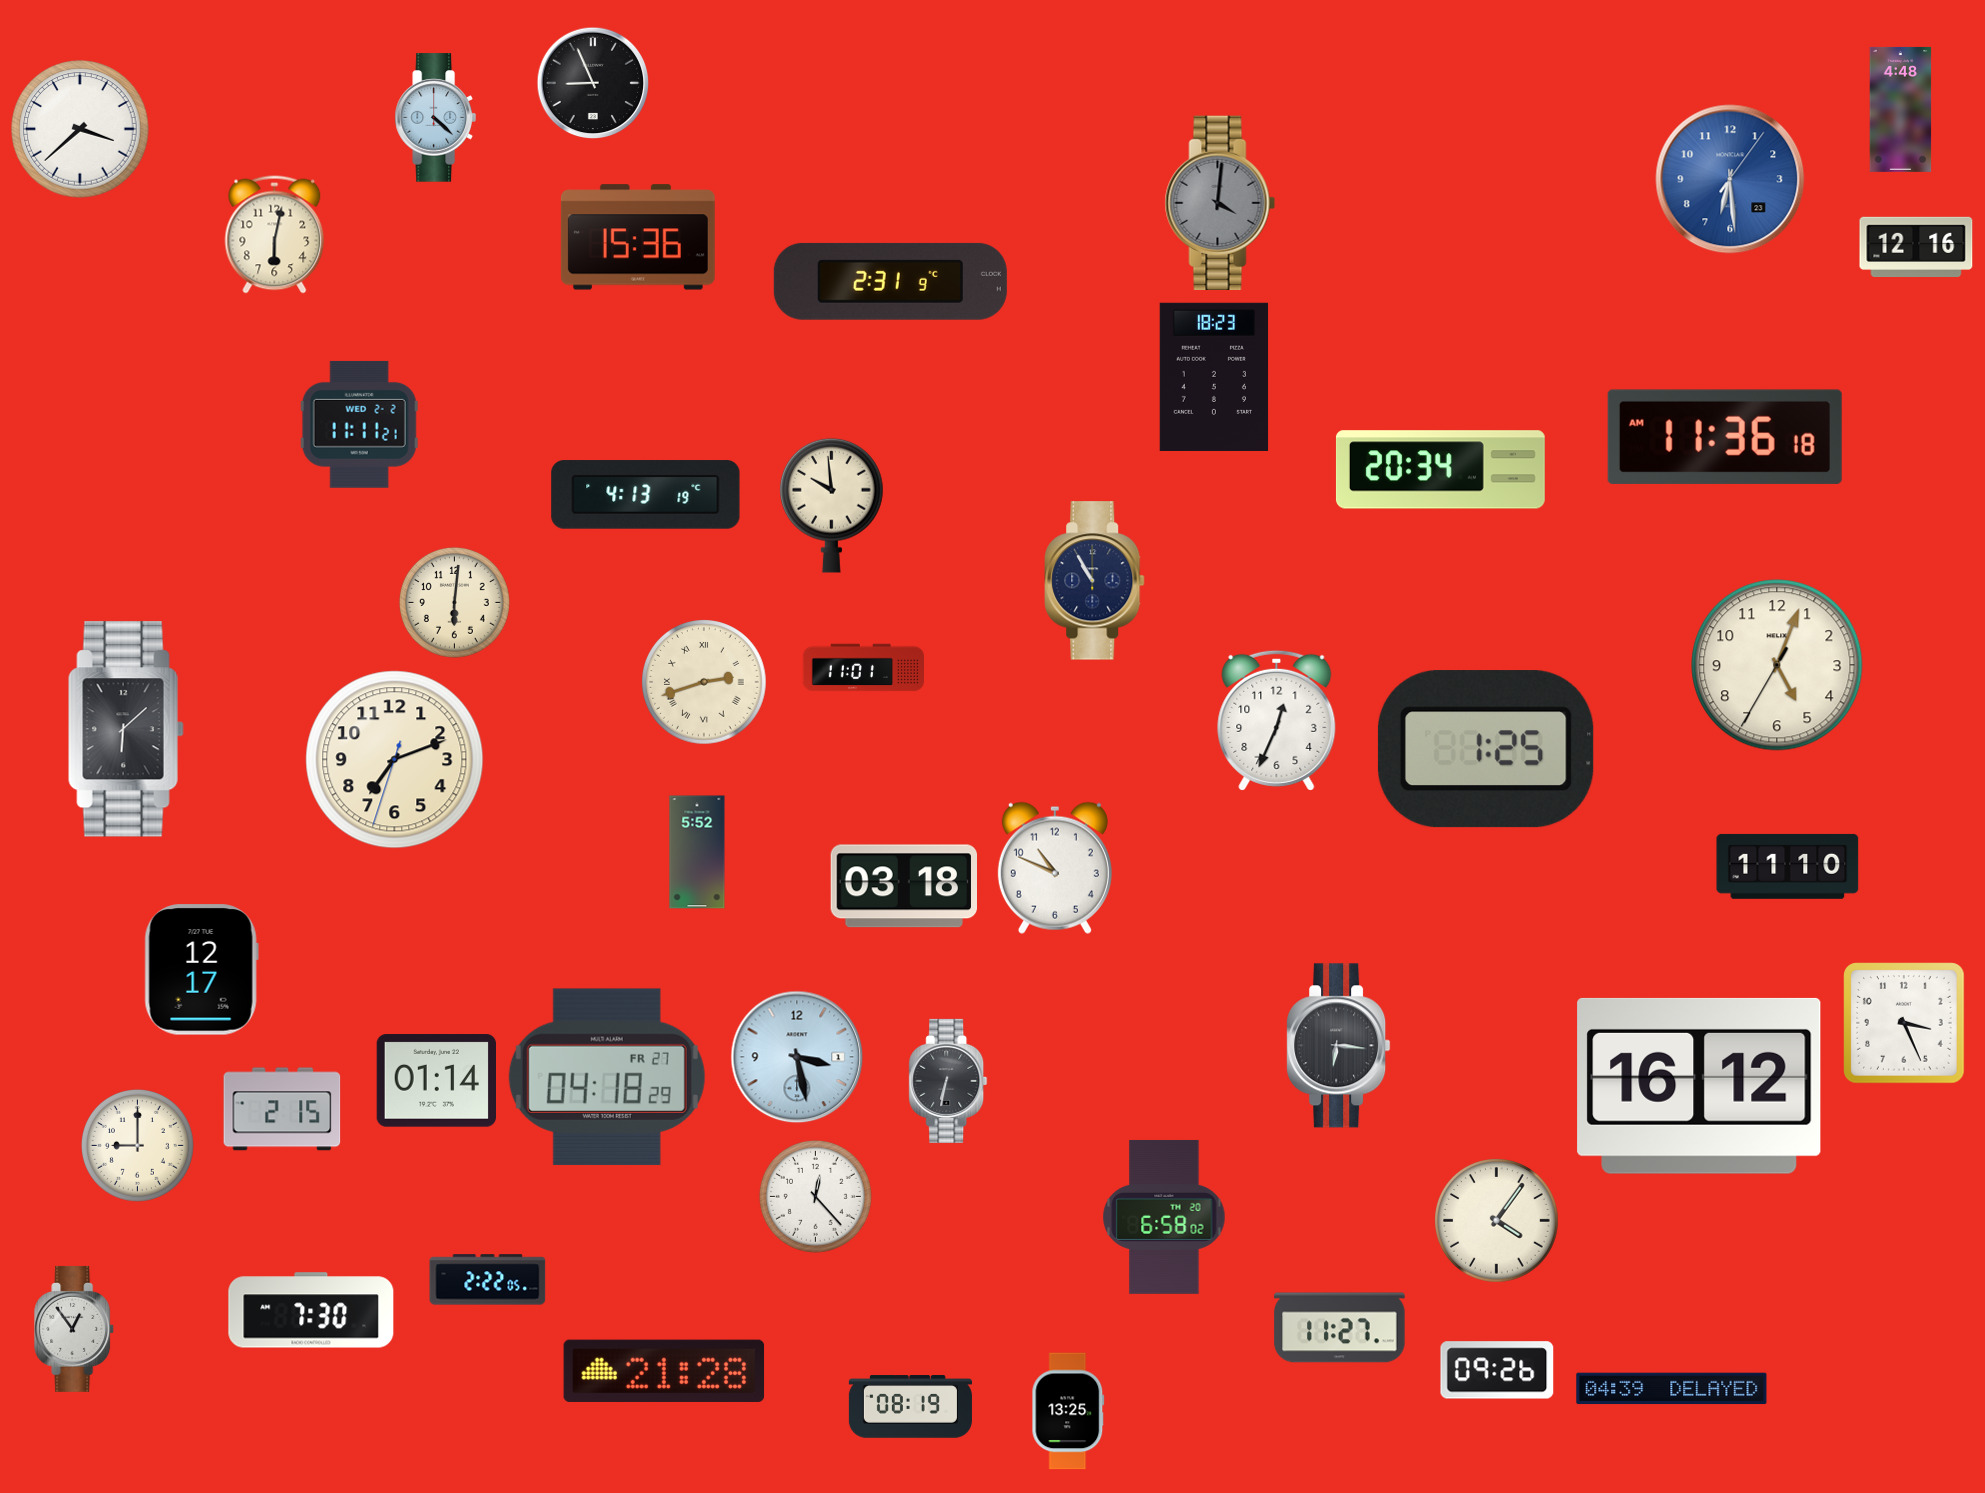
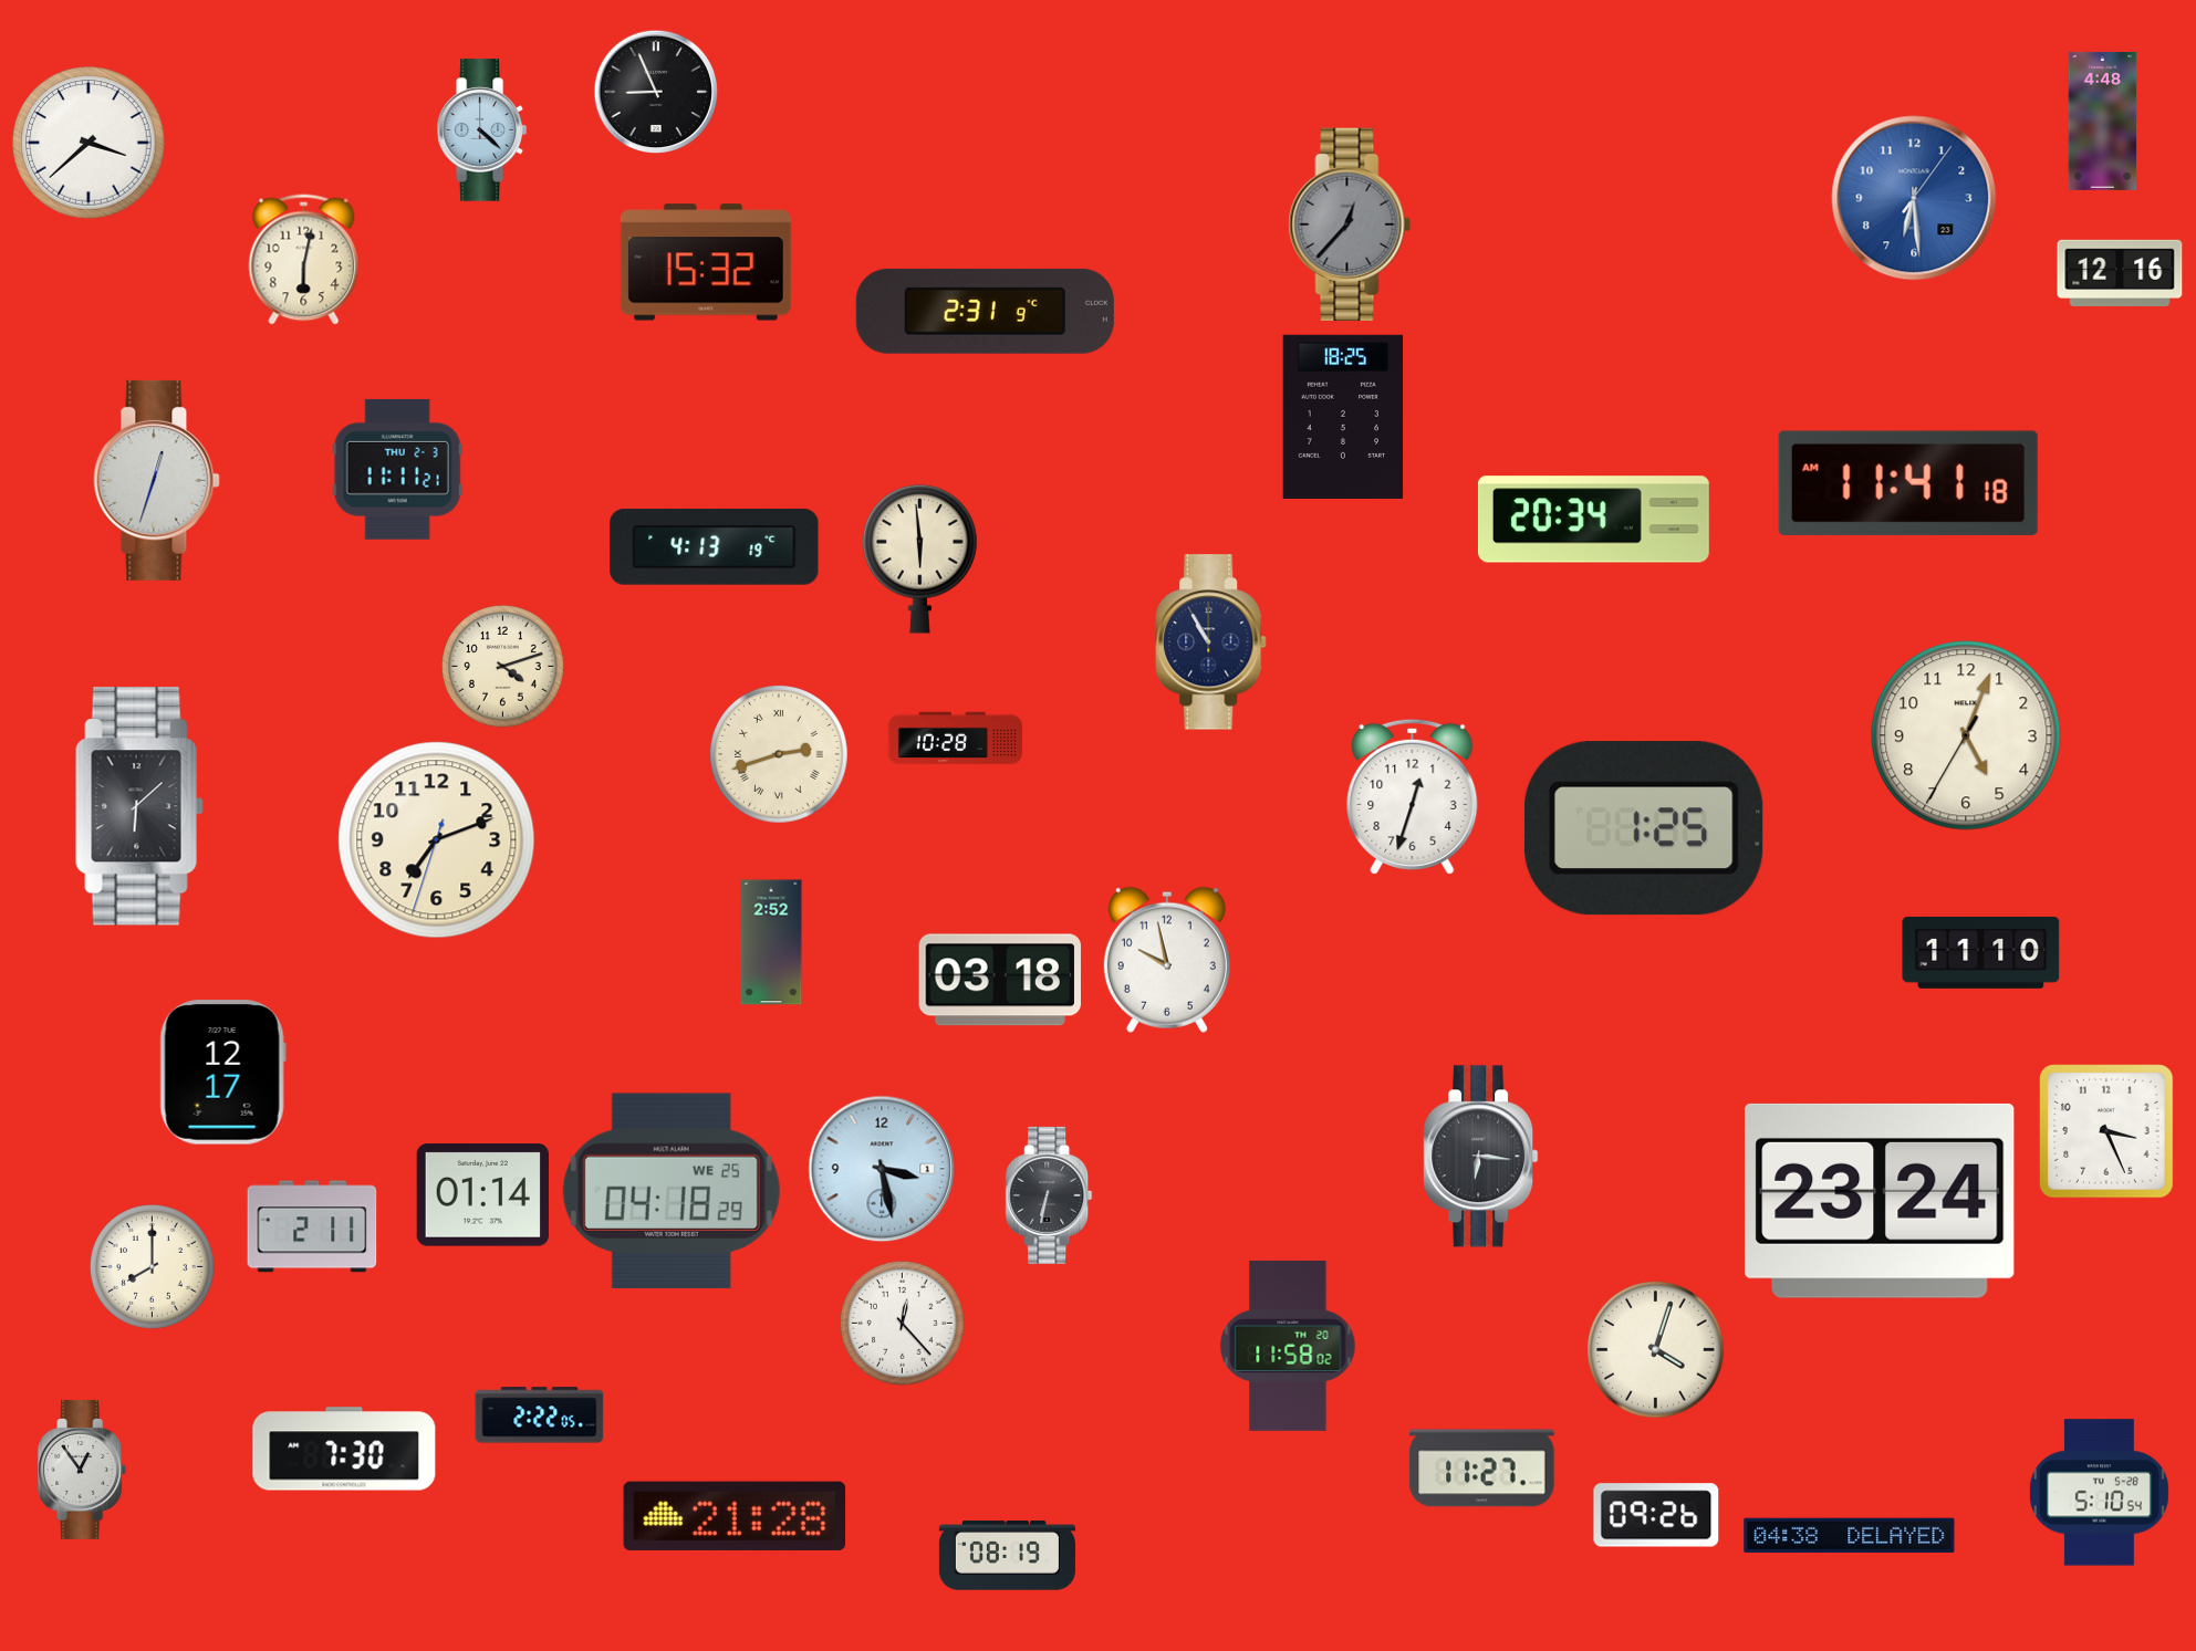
clock at (1220, 202): 4:01 -> 12:37
clock at (638, 237): 15:36 -> 15:32
clock at (1214, 377): 18:23 -> 18:25
clock at (359, 424) date: WED 2-2 -> THU 2-3
clock at (157, 480): none -> 12:33
clock at (1725, 437): 11:36 -> 11:41
clock at (832, 505): 9:59 -> 5:59
clock at (454, 602): 6:01 -> 4:12
clock at (863, 668): 11:01 -> 10:28
clock at (1277, 720): 12:34 -> 12:33
clock at (697, 852): 5:52 -> 2:52
clock at (1788, 866) position: (1788, 866) -> (1981, 952)
clock at (1055, 868): 10:49 -> 9:58
clock at (607, 1077) date: FR 27 -> WE 25
clock at (1699, 1086): 16:12 -> 23:24
clock at (282, 1109): 2:15 -> 2:11
clock at (137, 1145): 9:00 -> 8:00
clock at (1164, 1217): 6:58 -> 11:58
clock at (1497, 1221): 4:06 -> 4:03
clock at (2099, 1493): none -> 5:10
clock at (1672, 1389): 04:39 -> 04:38
clock at (1068, 1411): 13:25 -> none
